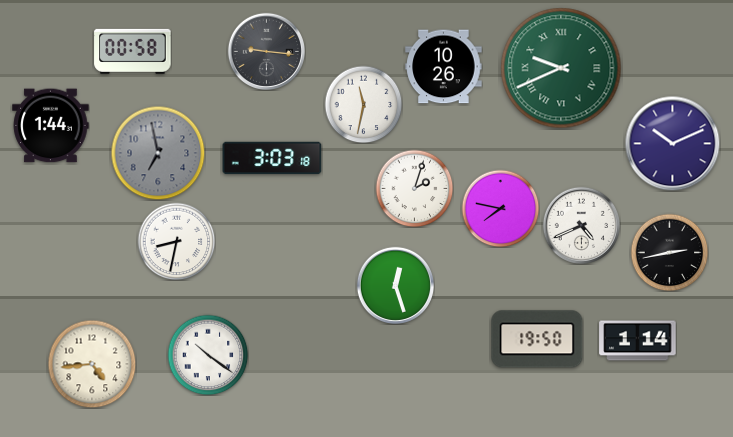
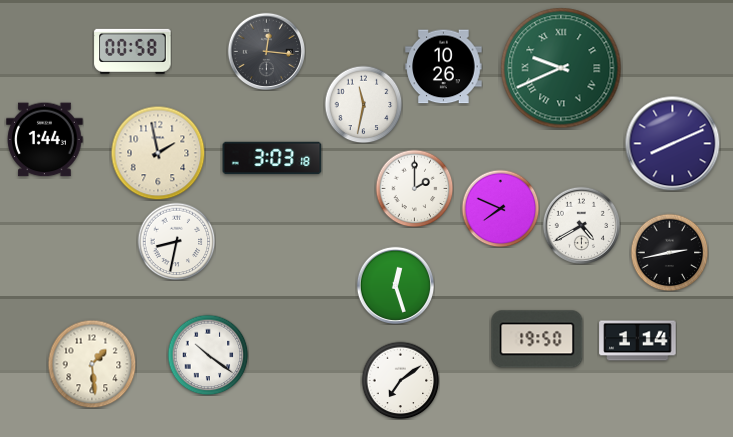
clock at (266, 51): 9:16 -> 12:16
clock at (51, 126) position: (51, 126) -> (45, 140)
clock at (672, 143): 10:11 -> 8:11
clock at (158, 153): 6:58 -> 1:58
clock at (158, 153) dial: grey -> cream
clock at (414, 188): 2:03 -> 2:00
clock at (500, 208): 7:47 -> 7:49
clock at (581, 225): 4:41 -> 4:40
clock at (92, 364): 4:44 -> 1:29
clock at (400, 380): none -> 7:09
